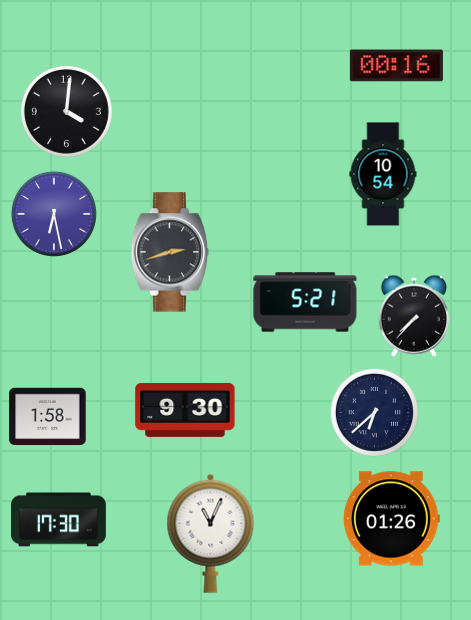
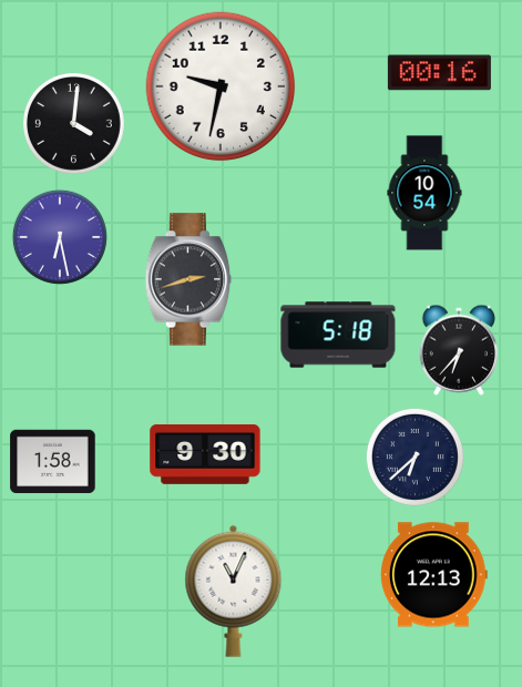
clock at (221, 86): none -> 9:32
clock at (305, 302): 5:21 -> 5:18
clock at (413, 316): 7:37 -> 6:37
clock at (391, 519): 01:26 -> 12:13
clock at (59, 520): 17:30 -> none
